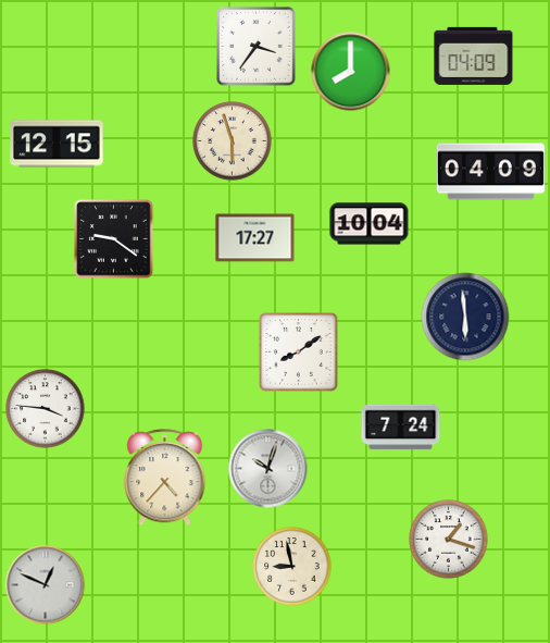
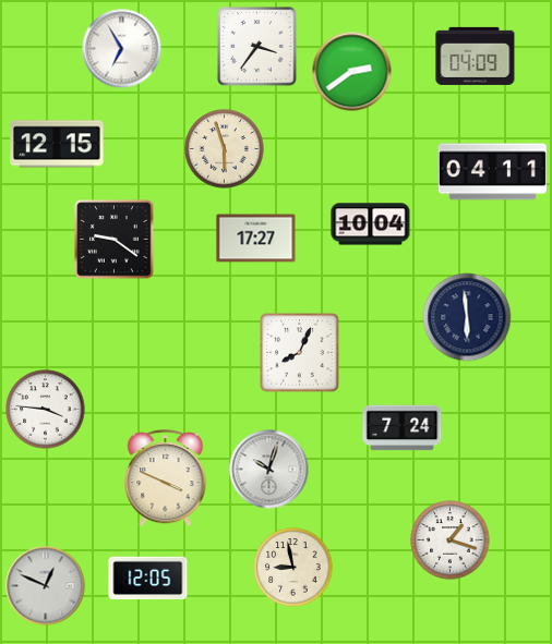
clock at (122, 49): none -> 6:55
clock at (351, 72): 8:00 -> 2:39
clock at (233, 141) position: (233, 141) -> (225, 149)
clock at (490, 172): 04:09 -> 04:11
clock at (299, 353): 8:09 -> 8:04
clock at (165, 478): 4:37 -> 3:49
clock at (148, 579): none -> 12:05
